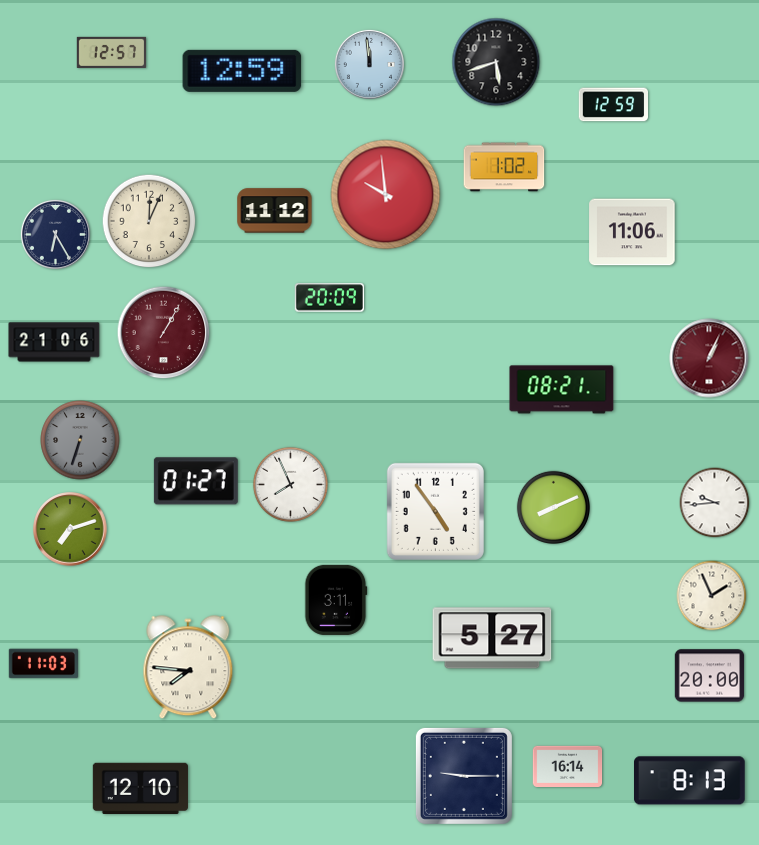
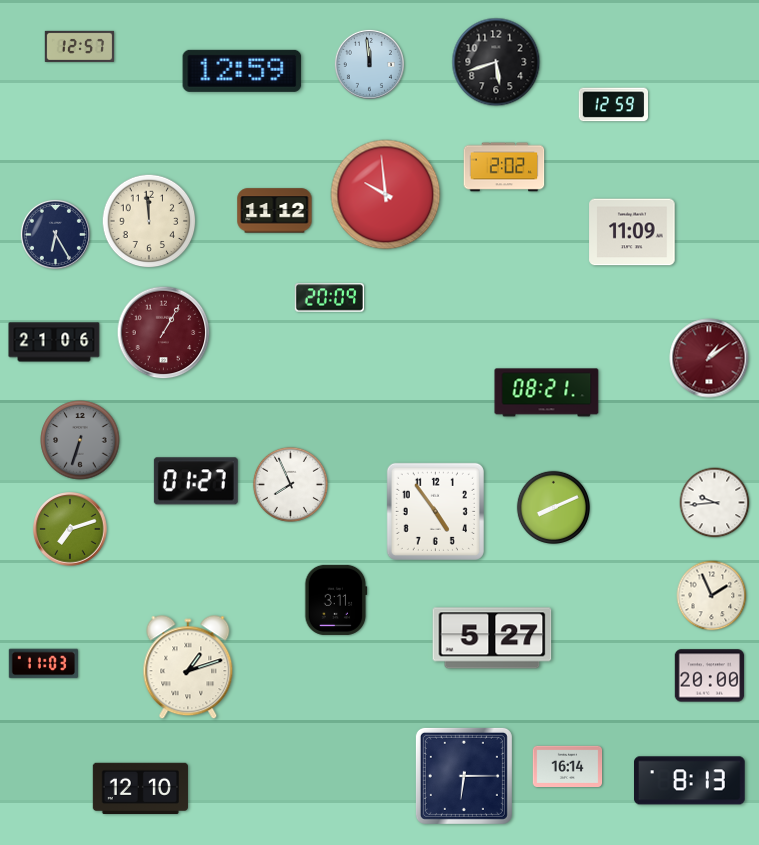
clock at (112, 52) position: (112, 52) -> (80, 46)
clock at (504, 167): 1:02 -> 2:02
clock at (149, 221): 12:04 -> 11:59
clock at (632, 232): 11:06 -> 11:09
clock at (709, 358): 1:04 -> 1:09
clock at (562, 390) position: (562, 390) -> (547, 393)
clock at (188, 668): 7:46 -> 1:12
clock at (464, 776): 9:15 -> 6:15
